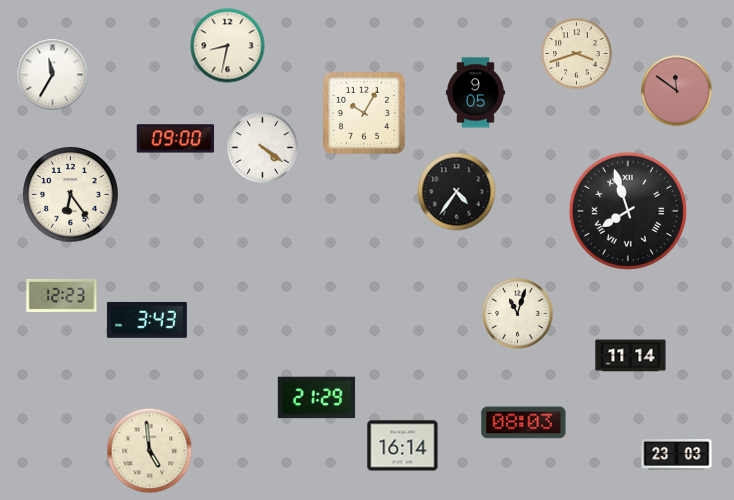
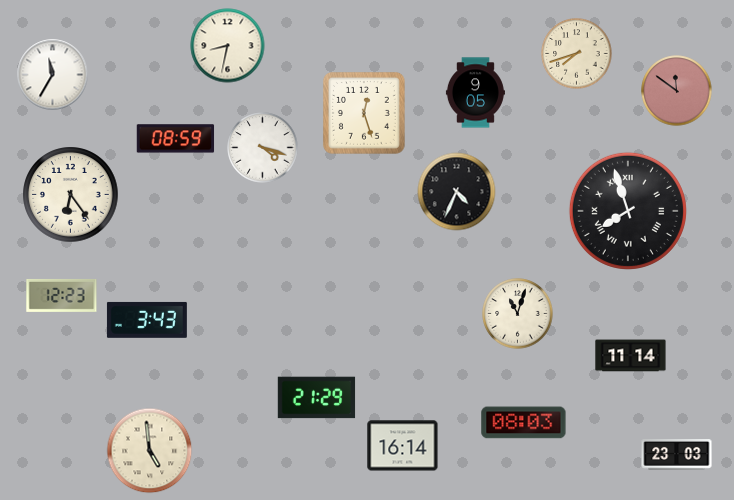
clock at (577, 54): 3:42 -> 7:42
clock at (364, 113): 10:05 -> 12:27
clock at (176, 139): 09:00 -> 08:59
clock at (263, 148): 4:21 -> 4:18
clock at (457, 192): 4:36 -> 4:34
